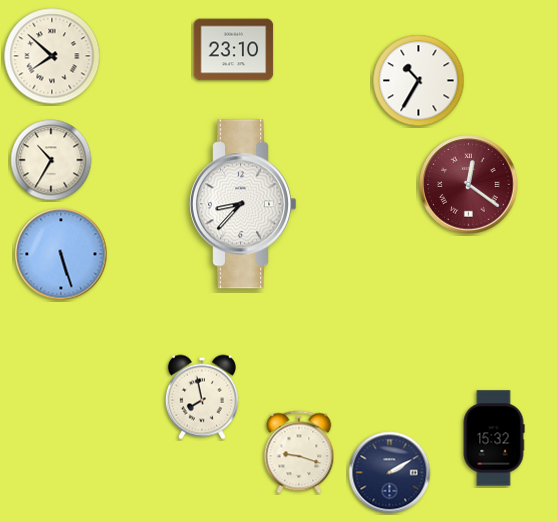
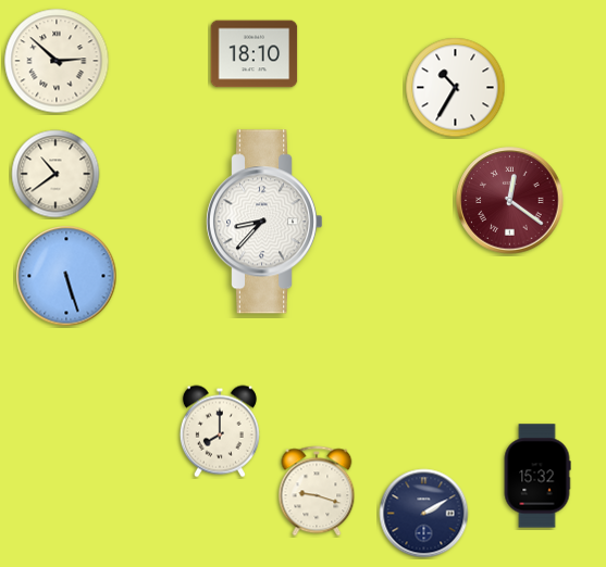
clock at (234, 50): 23:10 -> 18:10
clock at (52, 56): 7:52 -> 2:52
clock at (51, 160): 10:35 -> 10:39
clock at (202, 397): 7:58 -> 8:00
clock at (299, 452) position: (299, 452) -> (317, 491)
